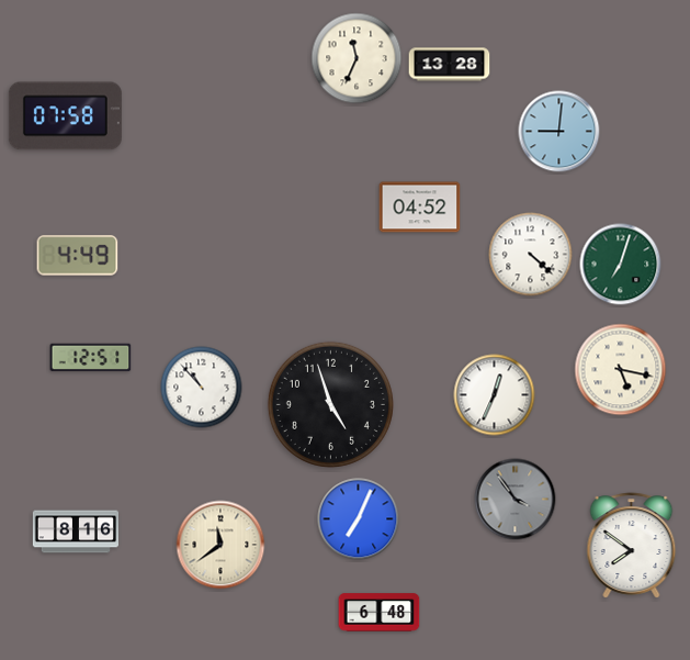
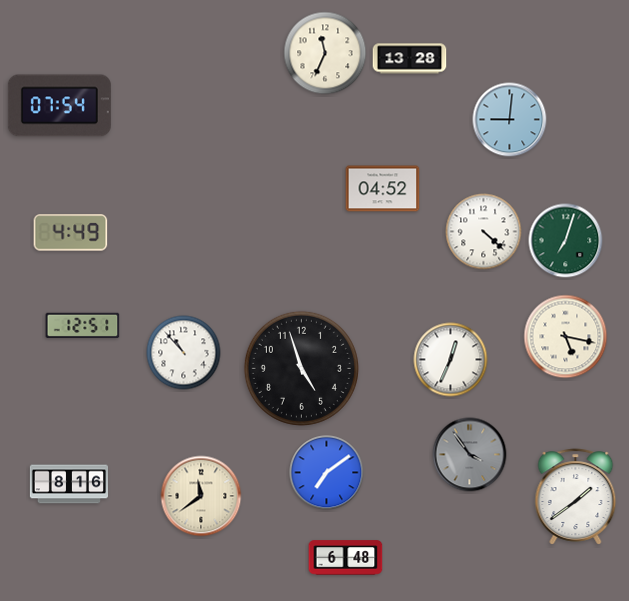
clock at (65, 116): 07:58 -> 07:54
clock at (359, 519): 7:04 -> 7:09
clock at (632, 546): 7:51 -> 1:39
